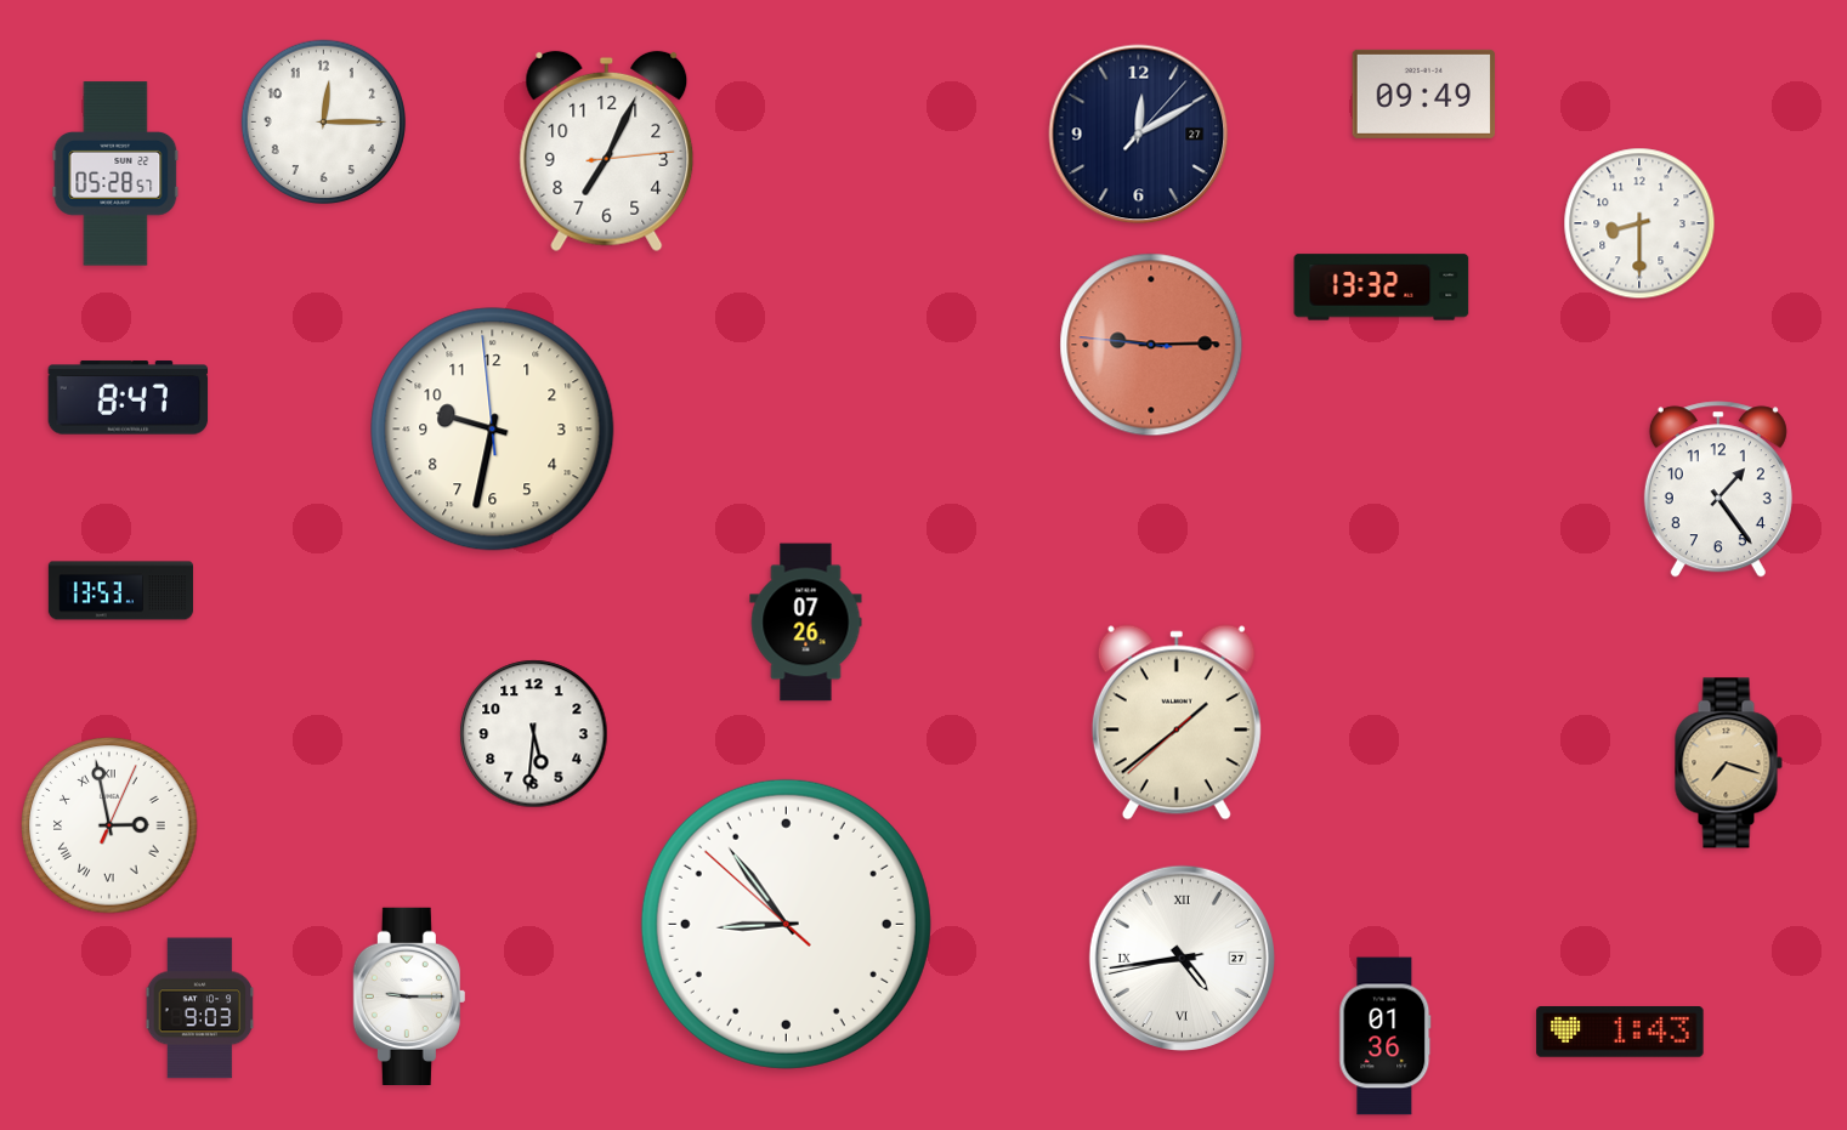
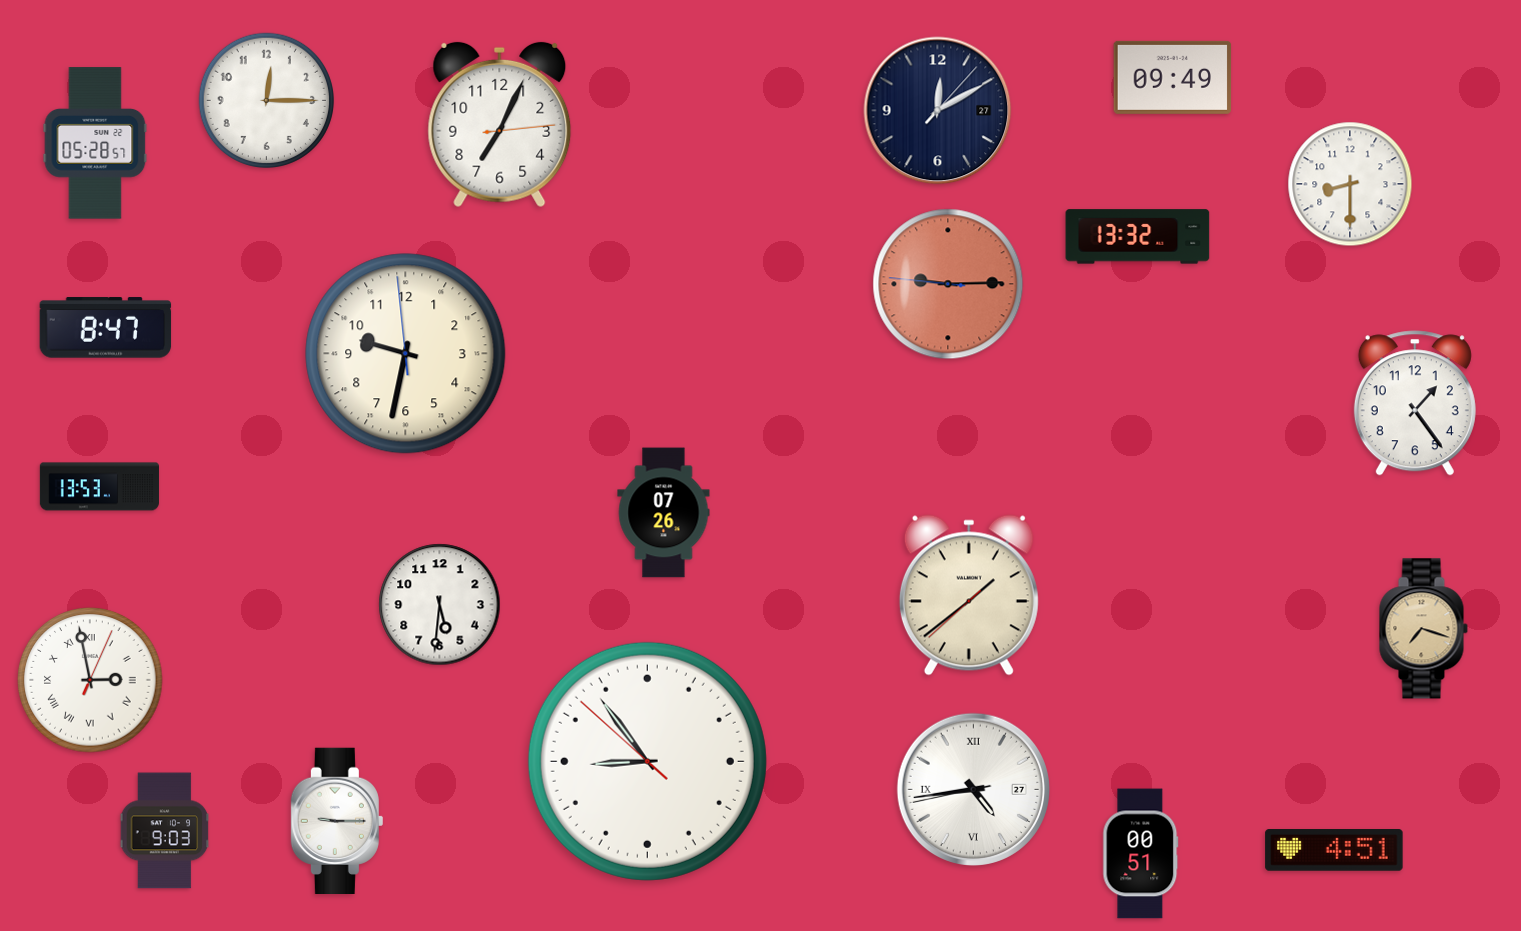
clock at (1620, 1033): 1:43 -> 4:51
clock at (1386, 1037): 01:36 -> 00:51
